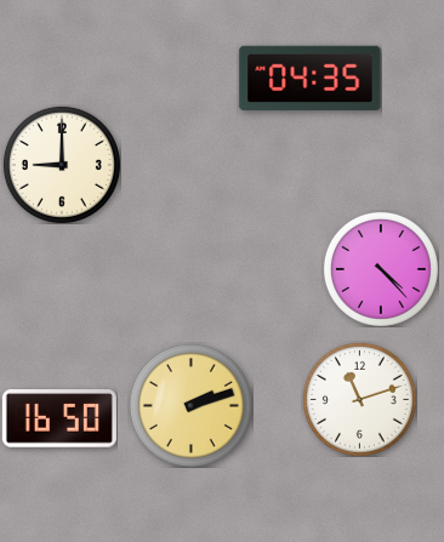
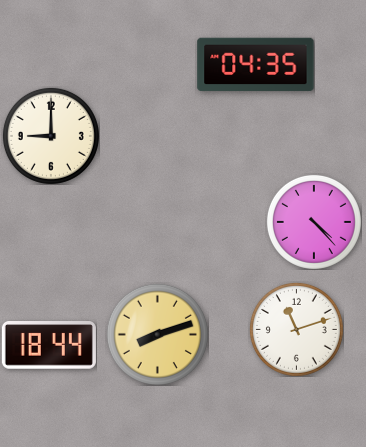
clock at (190, 405): 2:12 -> 8:12
clock at (59, 418): 16:50 -> 18:44
